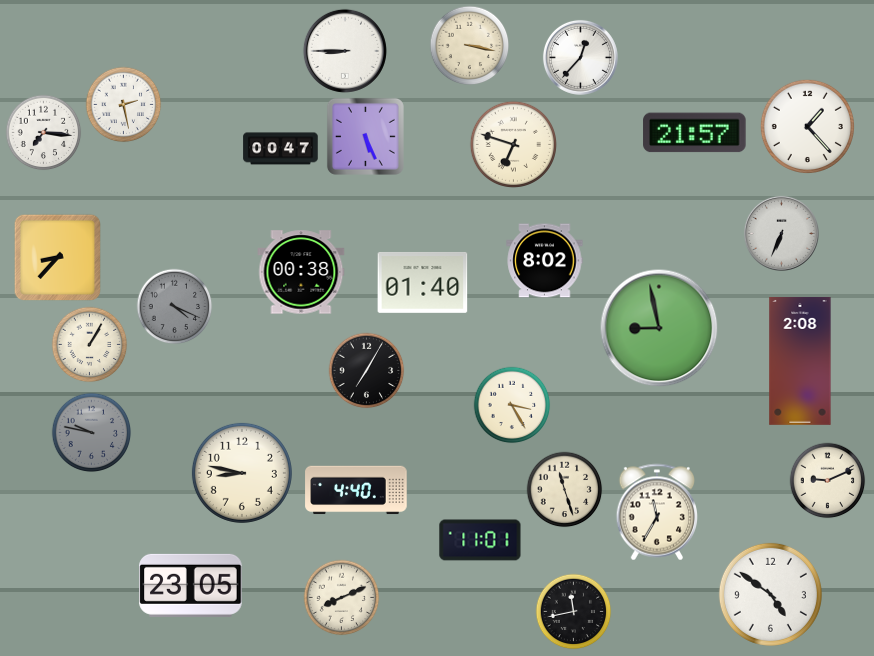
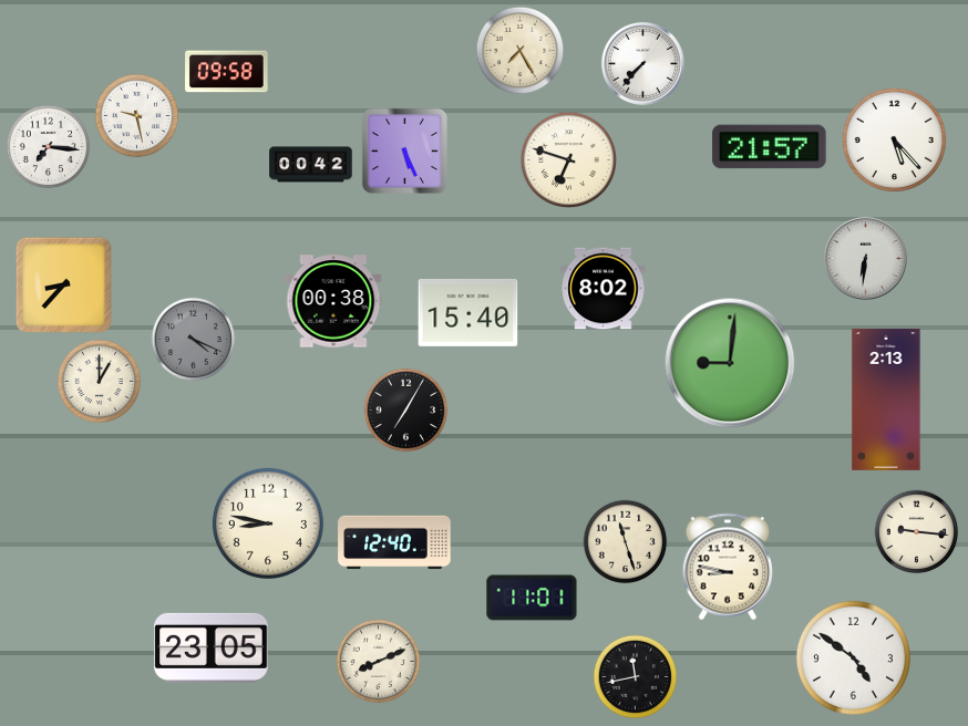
clock at (470, 46): 3:17 -> 7:25
clock at (345, 51): 8:45 -> none
clock at (580, 57): 12:37 -> 7:37
clock at (227, 72): none -> 09:58
clock at (124, 105): 2:28 -> 9:28
clock at (807, 126): 1:23 -> 5:23
clock at (281, 149): 00:47 -> 00:42
clock at (781, 233): 6:34 -> 6:31
clock at (423, 282): 01:40 -> 15:40
clock at (659, 328): 8:58 -> 9:01
clock at (90, 345): 1:05 -> 1:00
clock at (800, 362): 2:08 -> 2:13
clock at (512, 405): 3:25 -> none
clock at (92, 433): 9:47 -> none
clock at (828, 481): 9:11 -> 9:16
clock at (356, 490): 4:40 -> 12:40
clock at (657, 512): 11:35 -> 8:47
